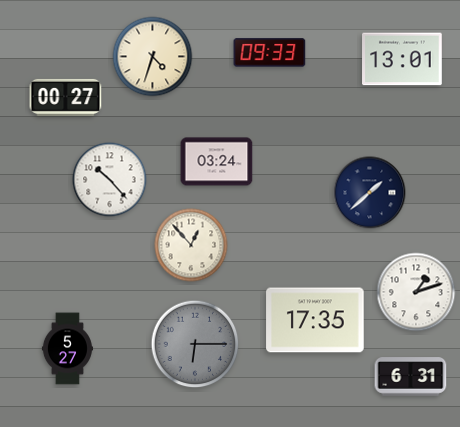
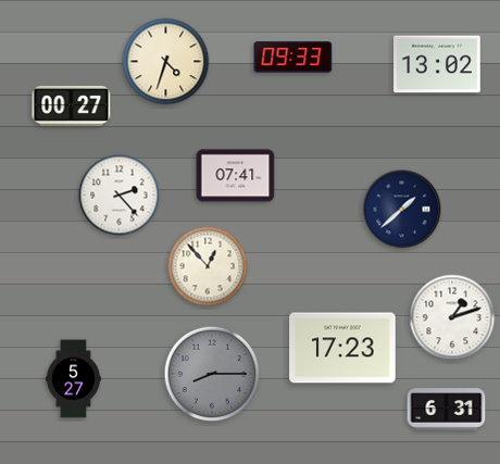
clock at (402, 59): 13:01 -> 13:02
clock at (217, 162): 03:24 -> 07:41
clock at (110, 180): 10:23 -> 2:23
clock at (315, 320): 17:35 -> 17:23
clock at (195, 344): 6:15 -> 8:15
